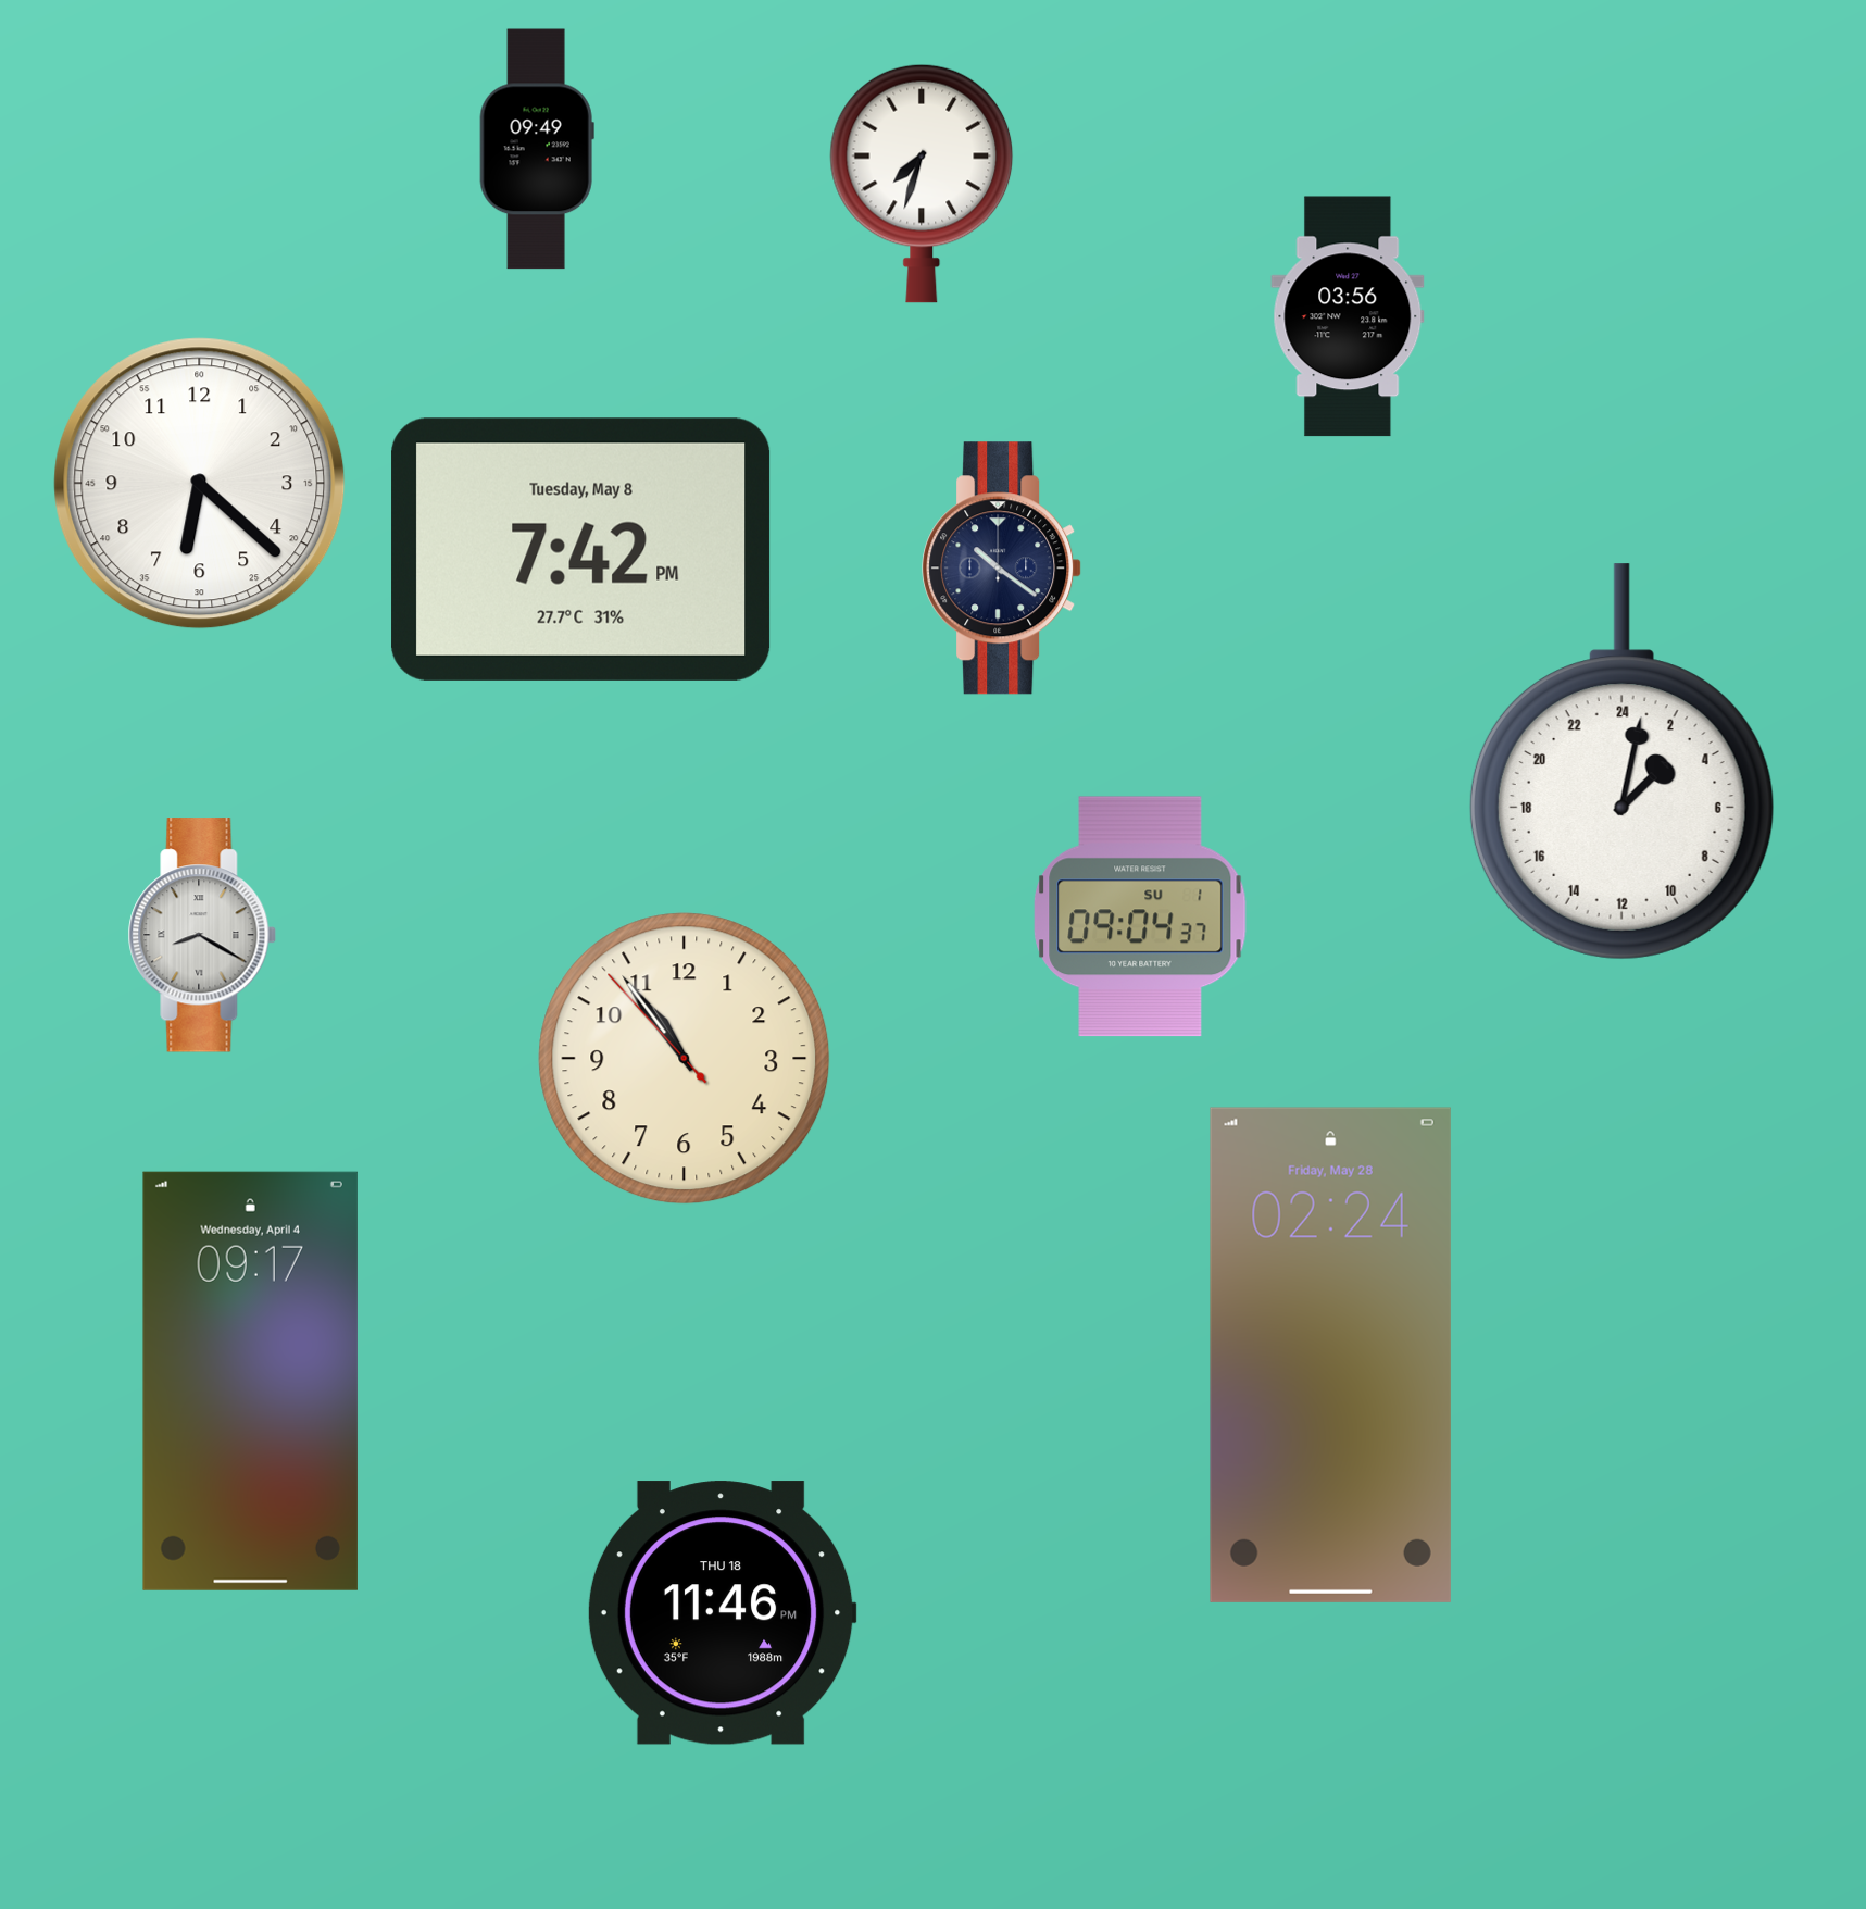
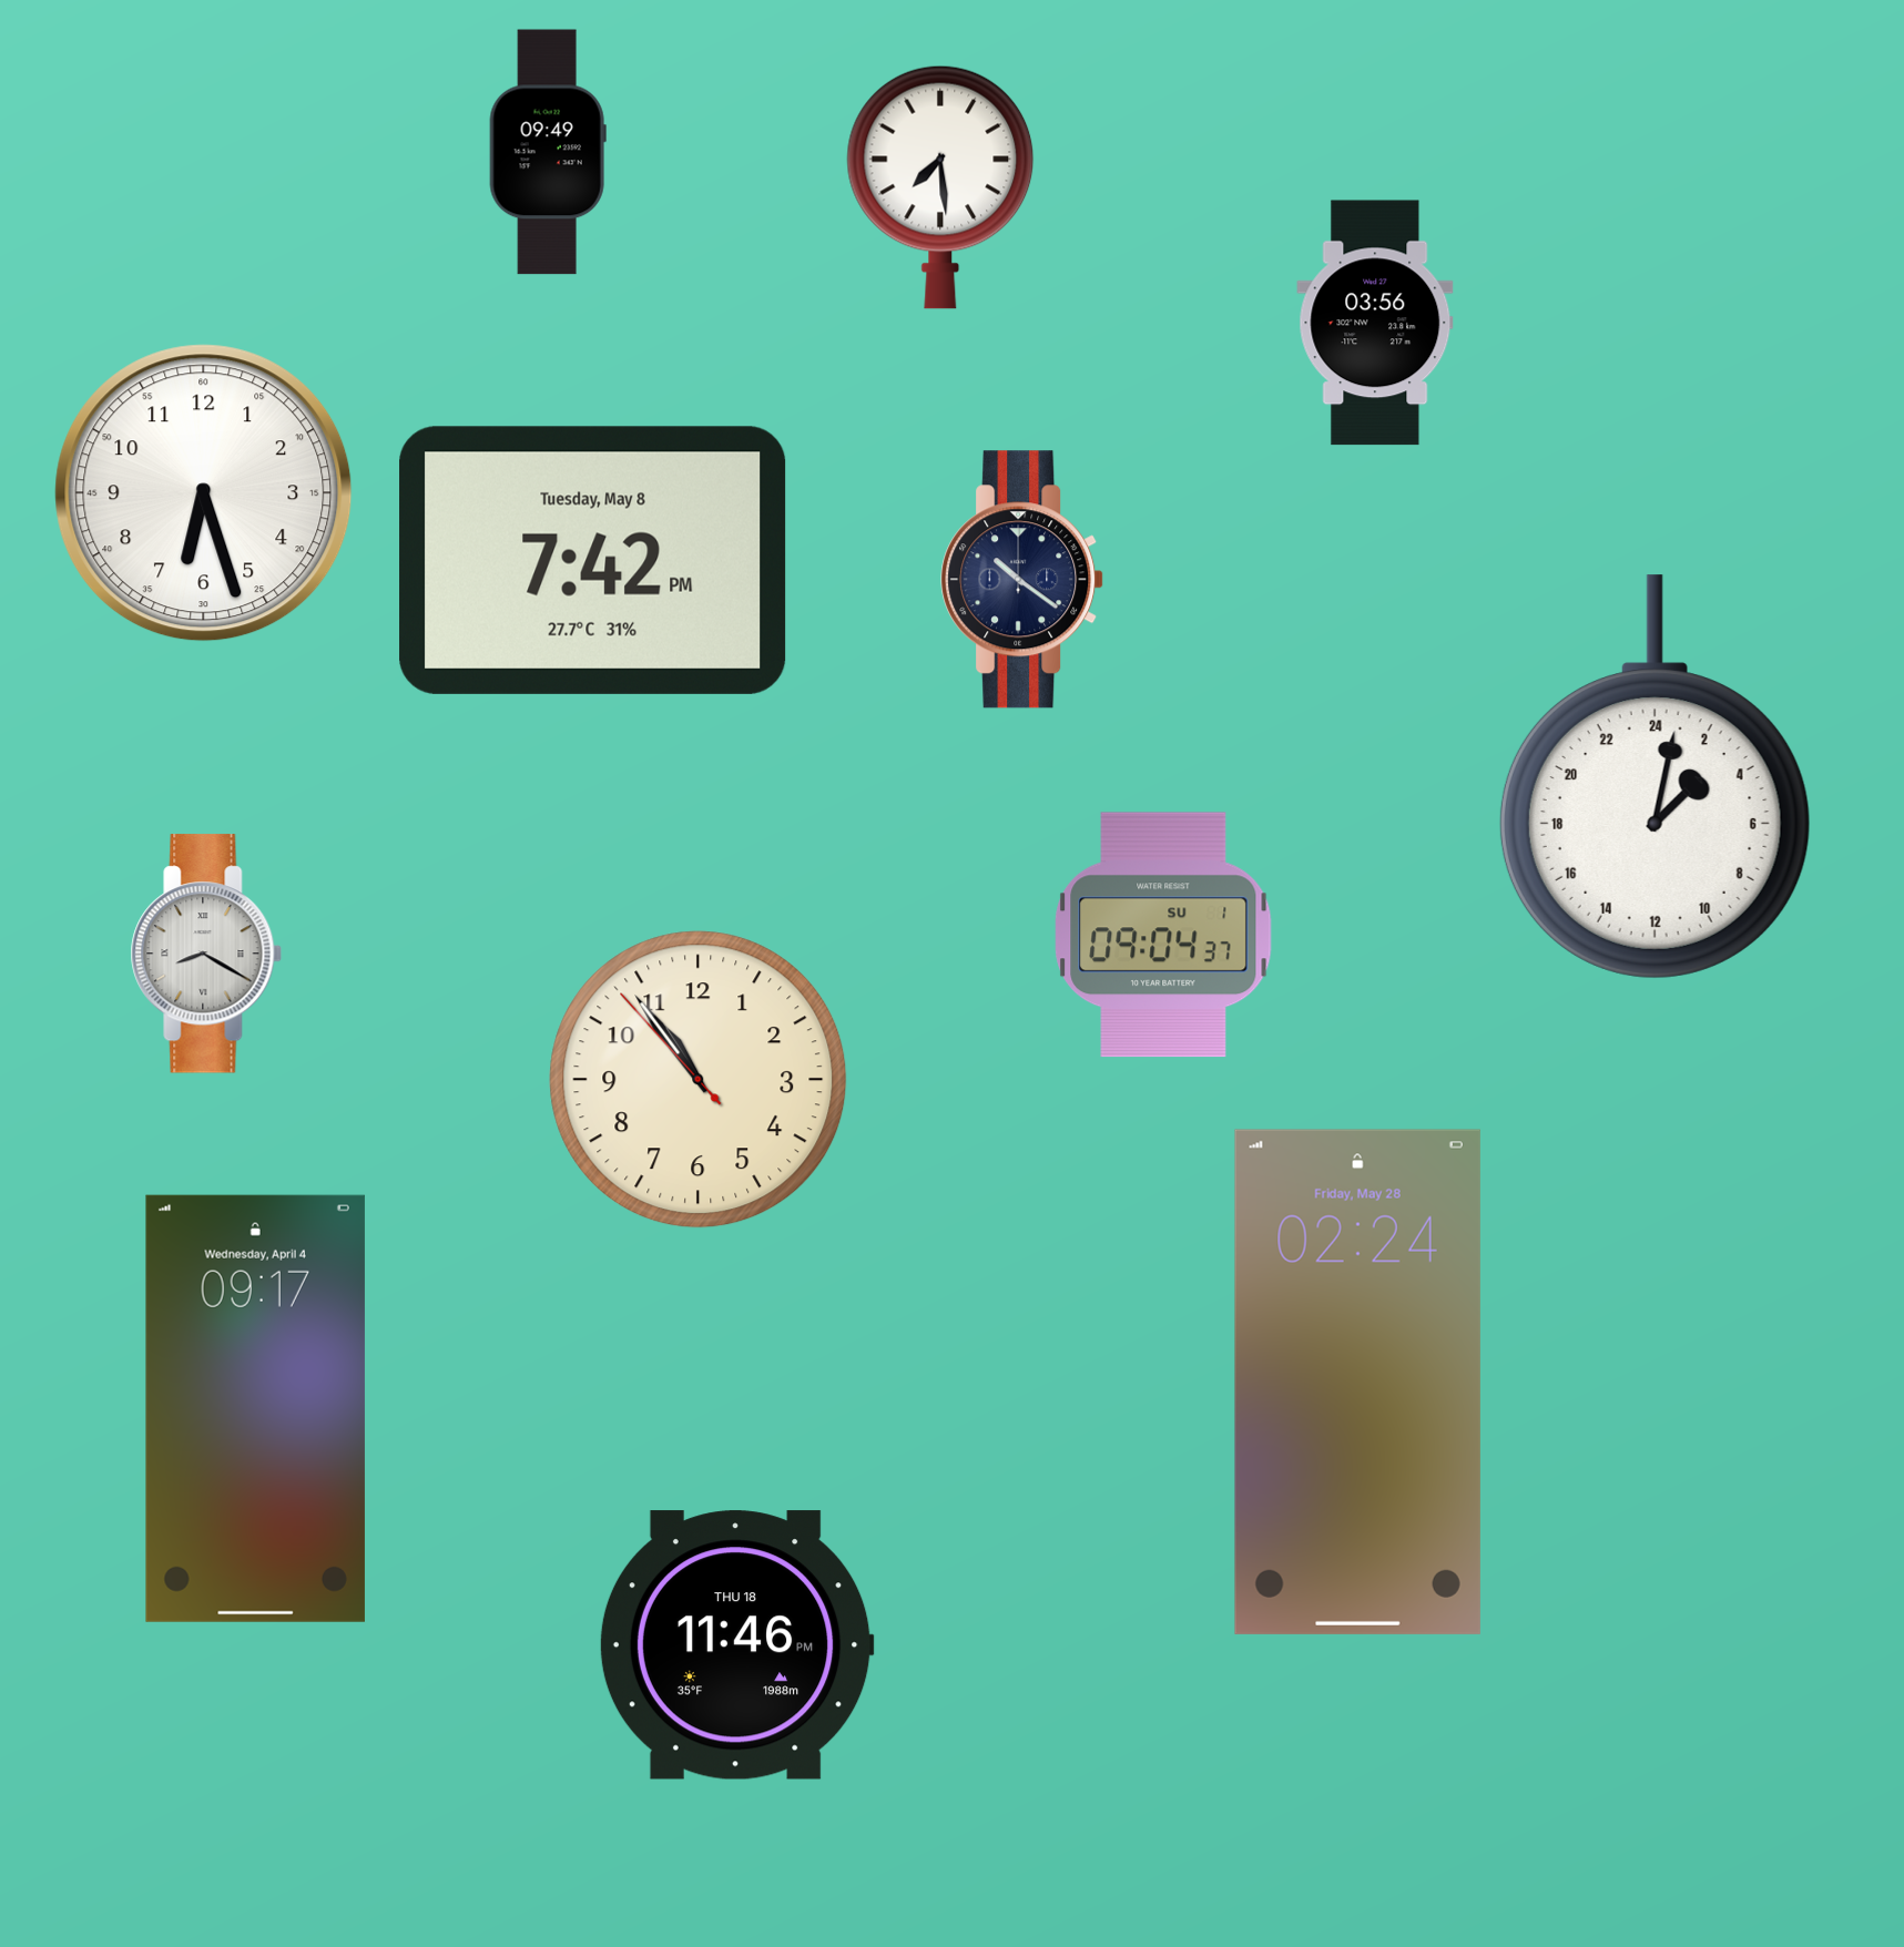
clock at (922, 184): 7:33 -> 7:29
clock at (200, 484): 6:22 -> 6:27
